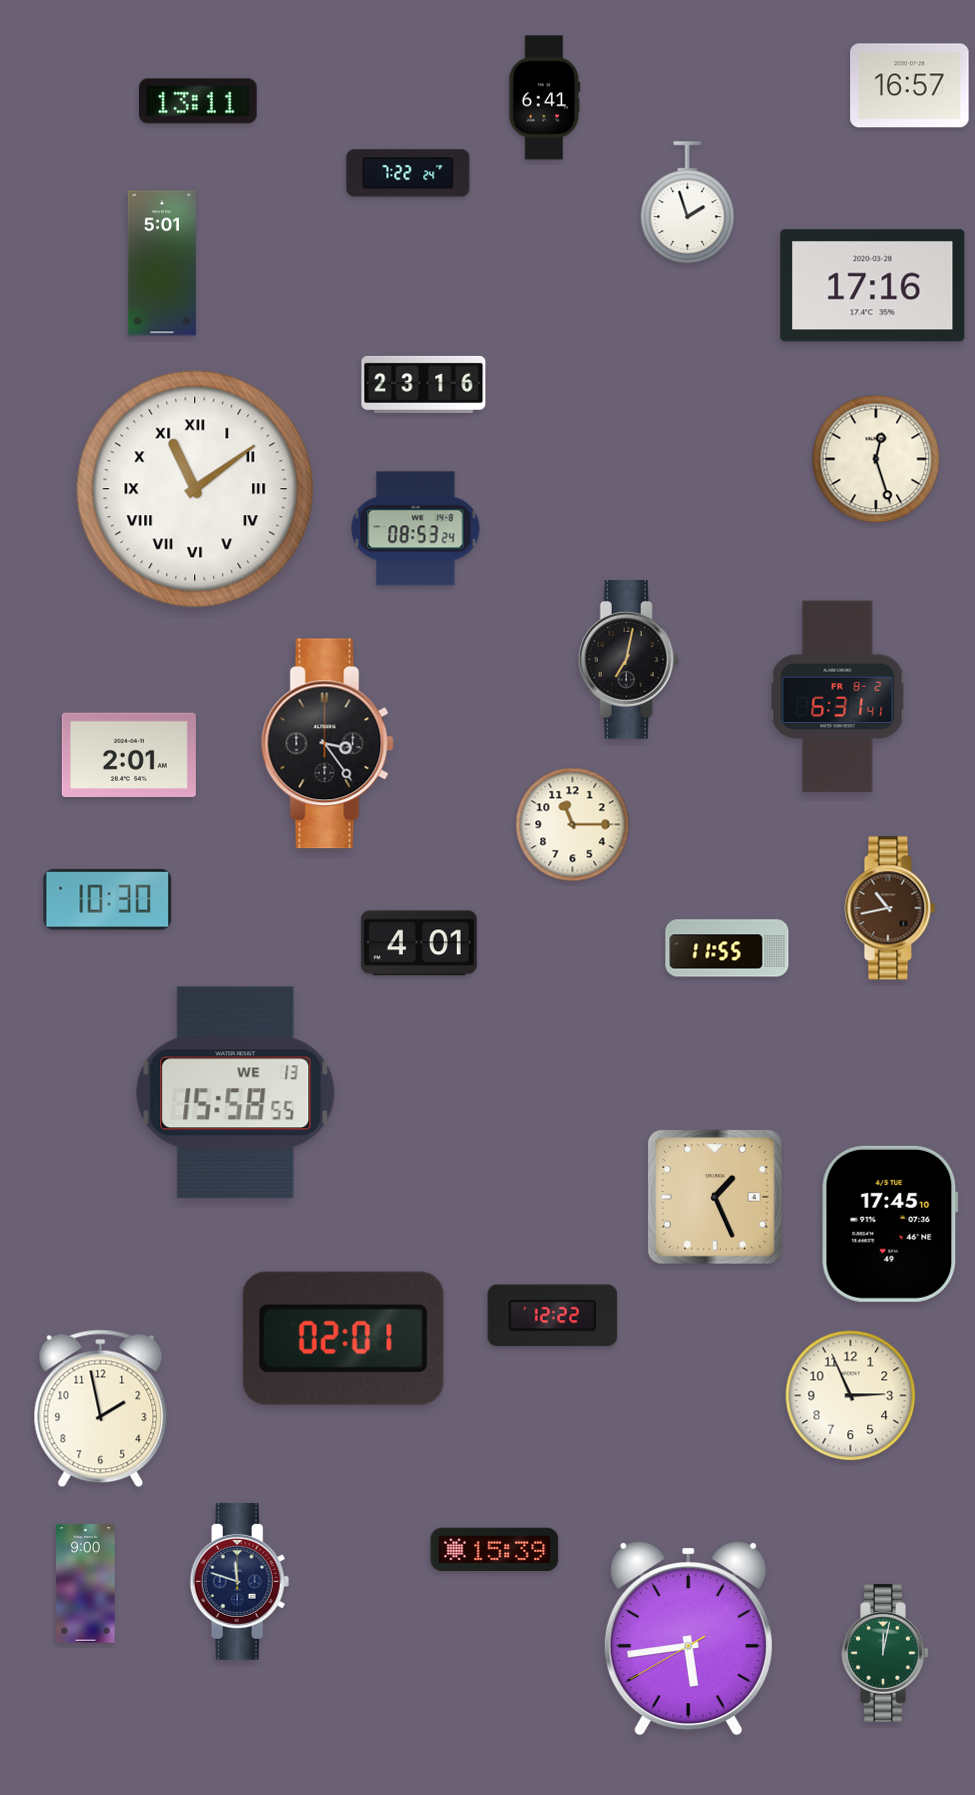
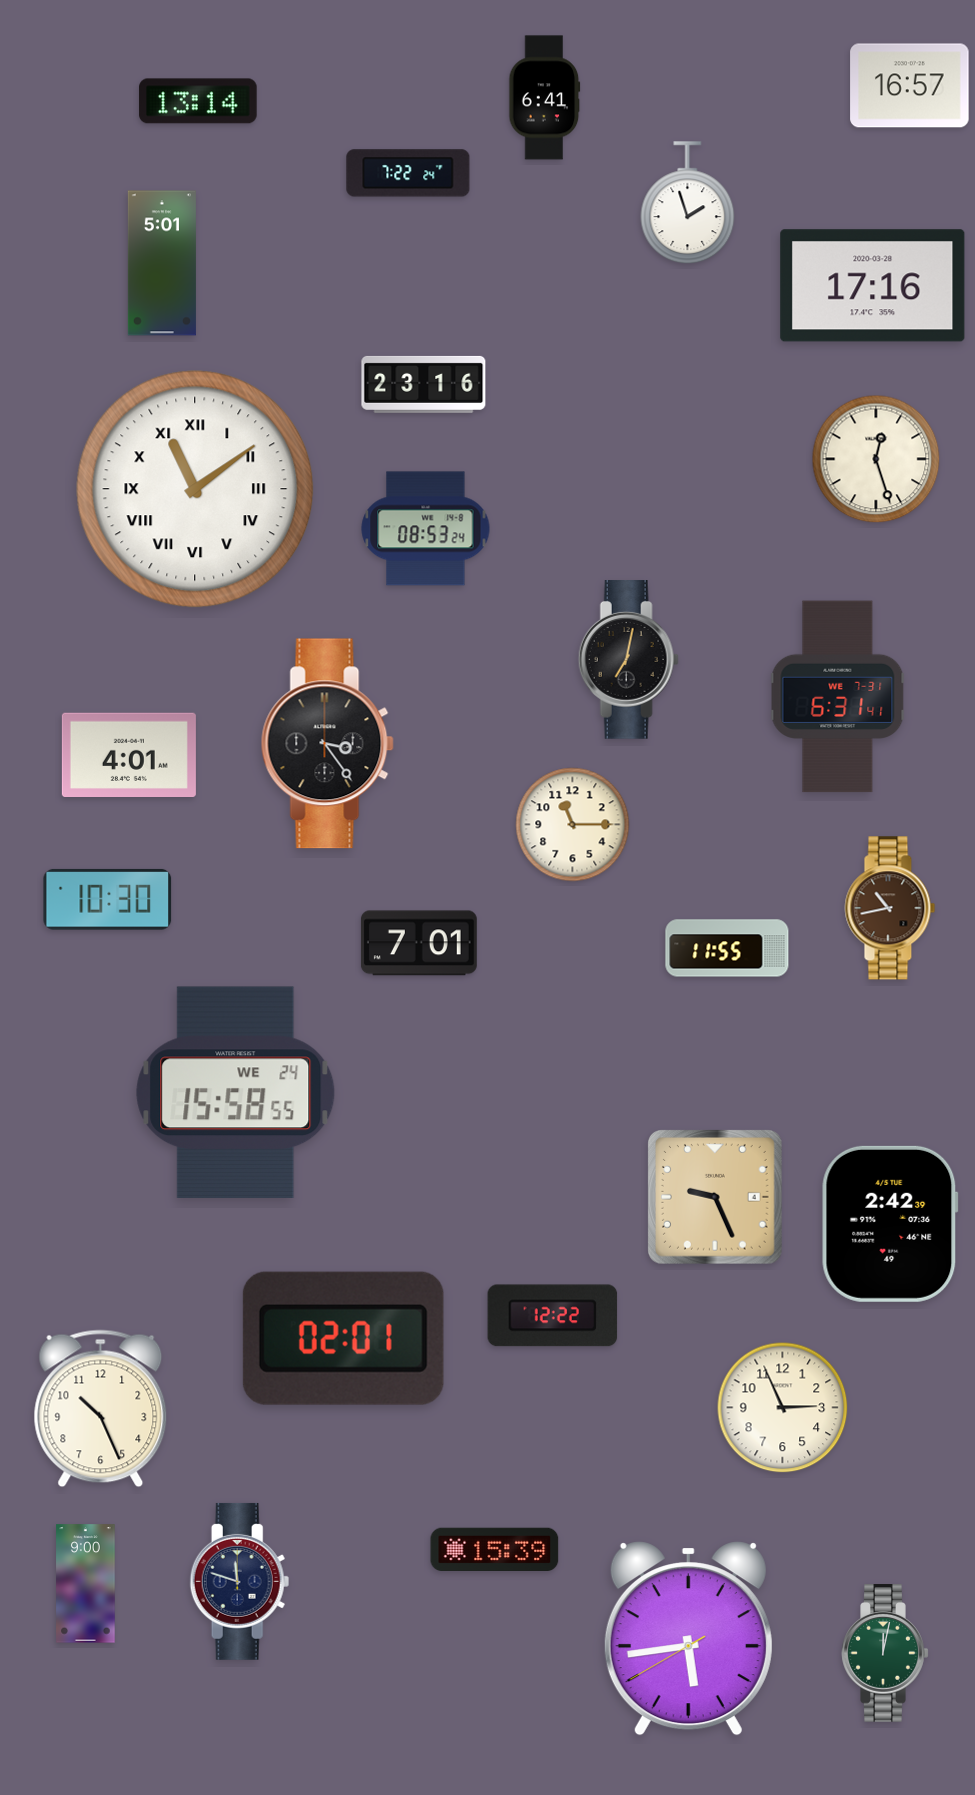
clock at (198, 101): 13:11 -> 13:14
clock at (416, 529) position: (416, 529) -> (426, 529)
clock at (838, 697) date: FR 8-2 -> WE 7-31
clock at (129, 754): 2:01 -> 4:01
clock at (419, 943): 4:01 -> 7:01
clock at (236, 1092) date: WE 13 -> WE 24
clock at (716, 1198): 1:26 -> 9:26
clock at (890, 1224): 17:45 -> 2:42
clock at (851, 1396) position: (851, 1396) -> (783, 1408)
clock at (101, 1409): 1:58 -> 10:26
